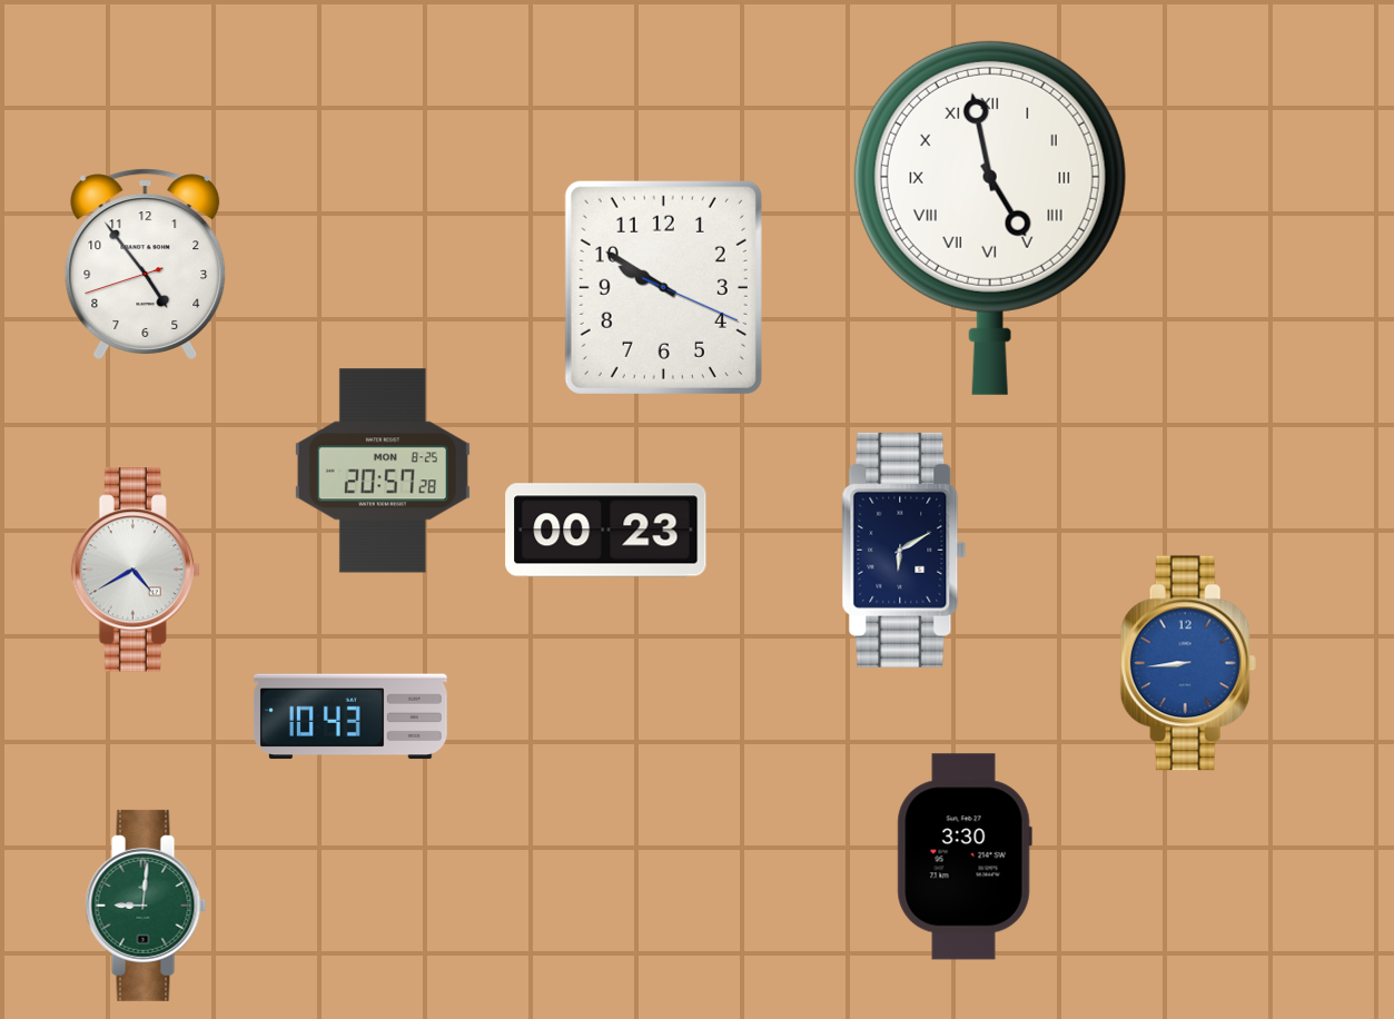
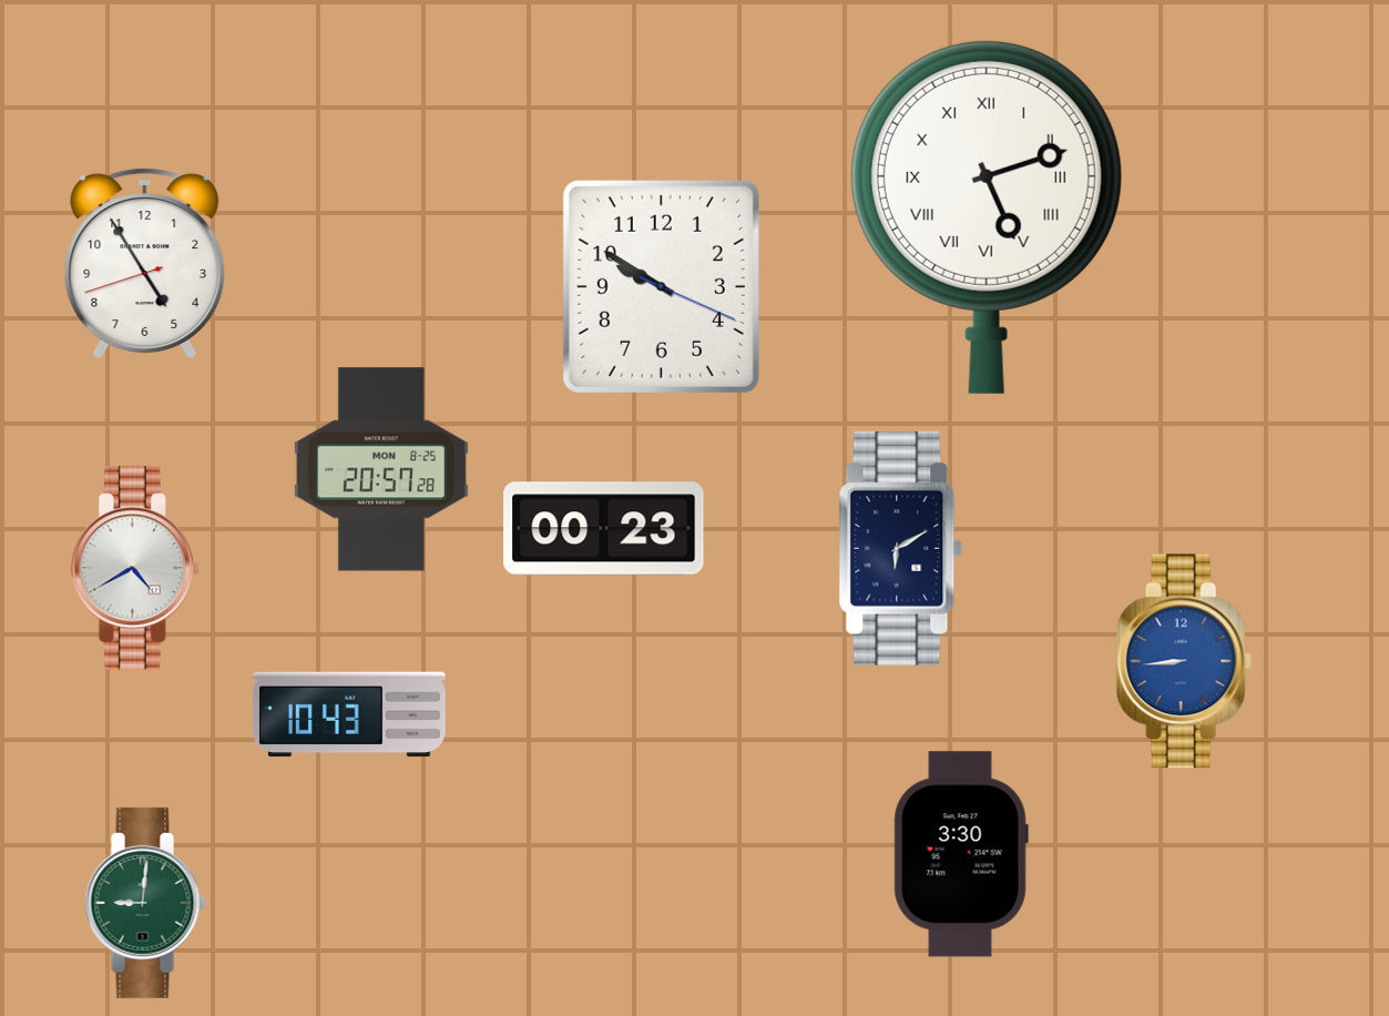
clock at (990, 217): 4:58 -> 5:12
clock at (146, 264): 4:53 -> 4:54
